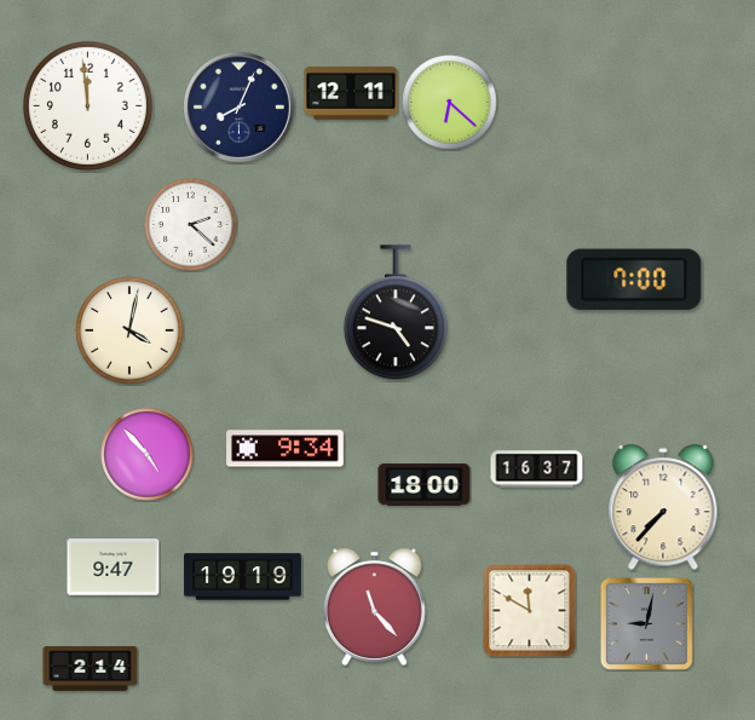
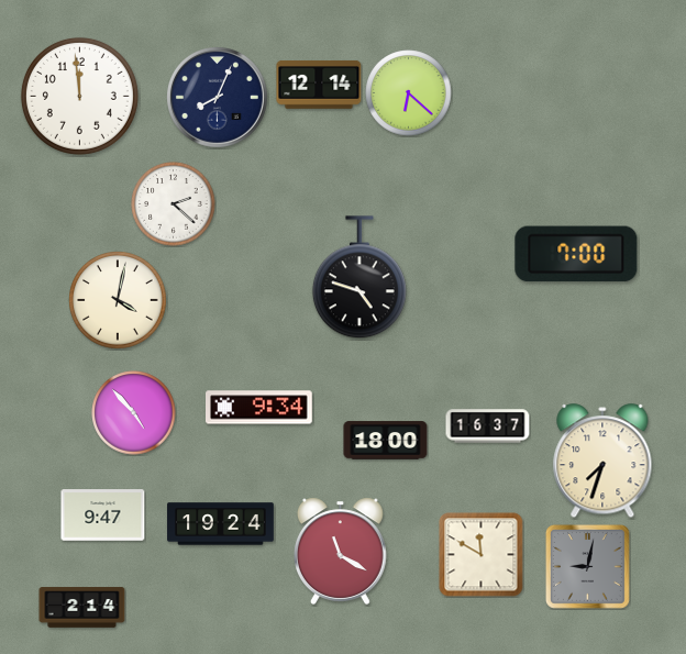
clock at (351, 93): 12:11 -> 12:14
clock at (396, 313) position: (396, 313) -> (359, 278)
clock at (663, 508): 7:37 -> 7:33
clock at (243, 577): 19:19 -> 19:24
clock at (374, 606): 11:23 -> 11:20
